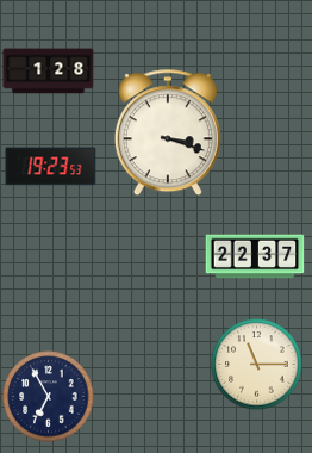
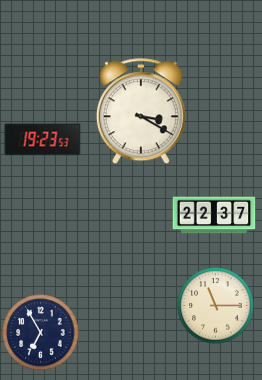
clock at (49, 72): 1:28 -> none
clock at (168, 134): 3:18 -> 3:20
